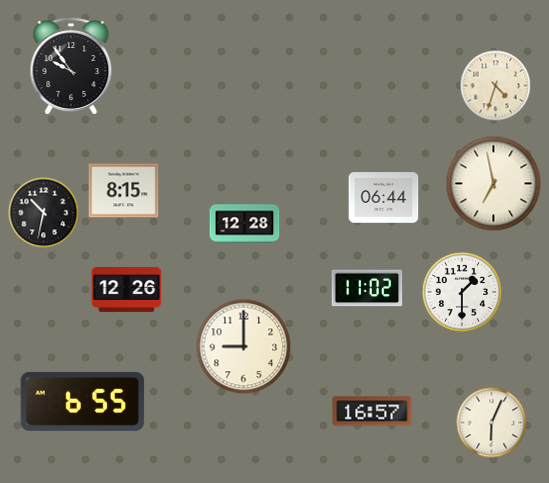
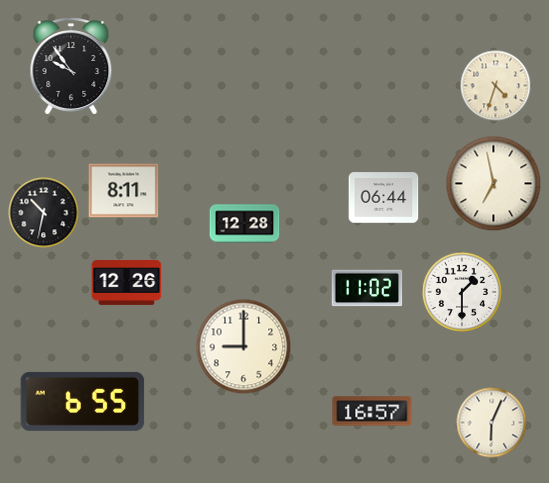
clock at (124, 191): 8:15 -> 8:11
clock at (127, 289) position: (127, 289) -> (127, 282)
